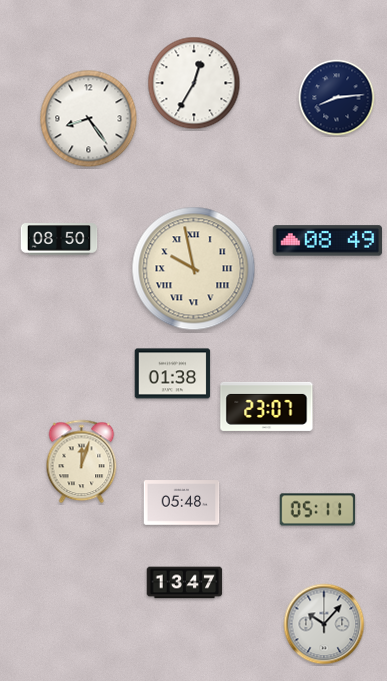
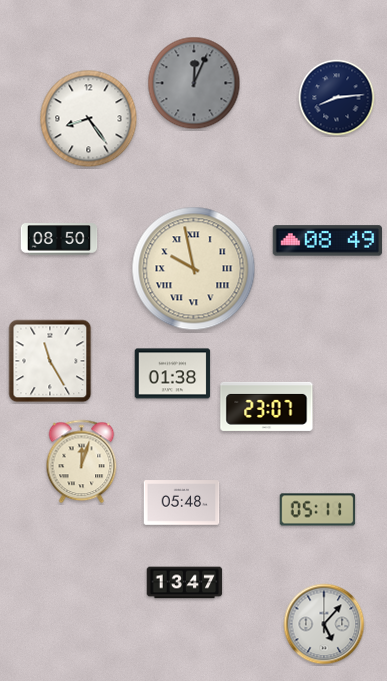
clock at (194, 83): 12:35 -> 12:04
clock at (194, 83) dial: white -> grey
clock at (50, 361): none -> 11:25
clock at (324, 624): 10:07 -> 5:07
